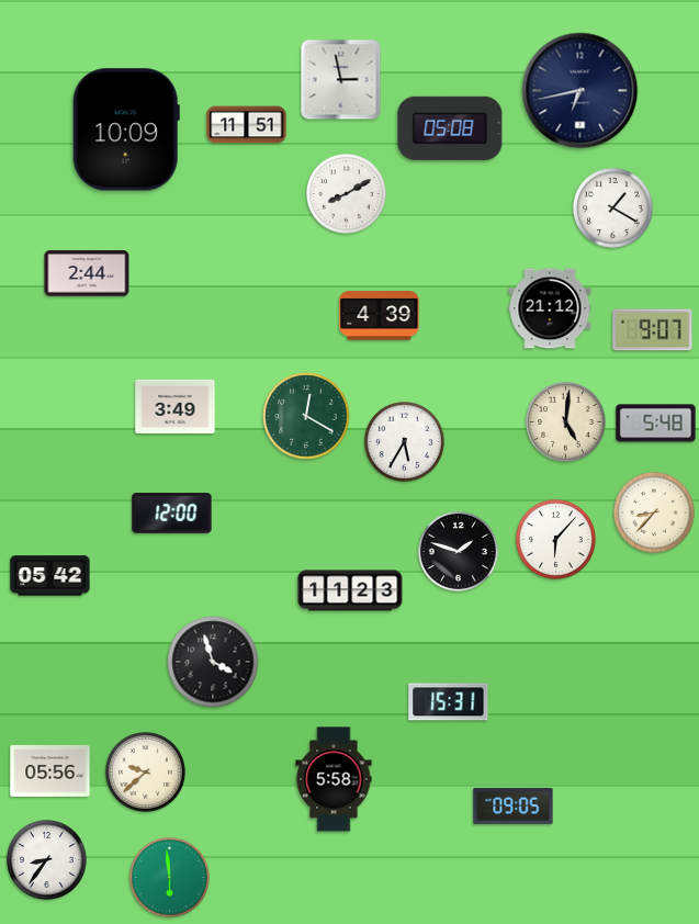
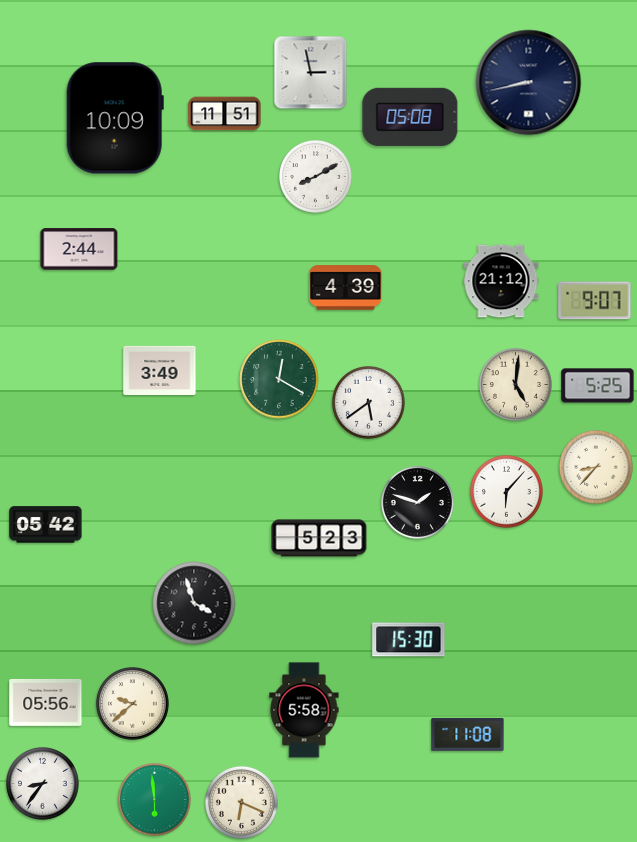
clock at (580, 91): 6:43 -> 8:43
clock at (612, 207): 1:20 -> none
clock at (656, 424): 5:48 -> 5:25
clock at (404, 441): 5:35 -> 5:39
clock at (172, 514): 12:00 -> none
clock at (350, 590): 11:23 -> 5:23
clock at (449, 702): 15:31 -> 15:30
clock at (514, 805): 09:05 -> 11:08
clock at (241, 802): none -> 6:19
